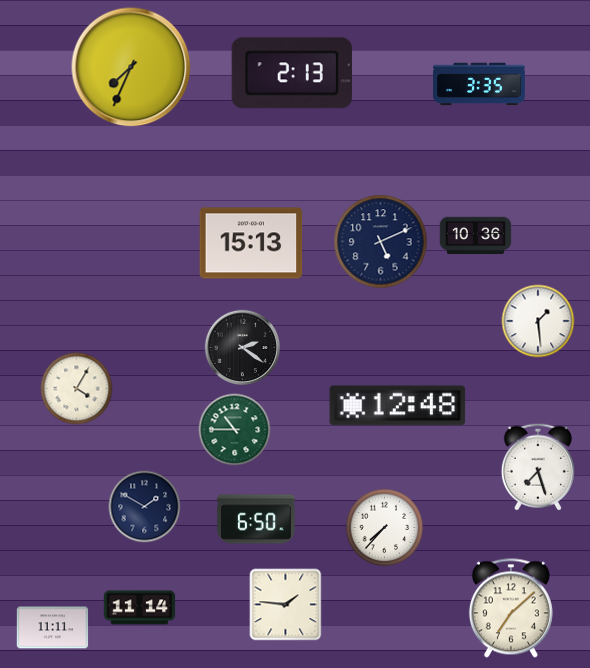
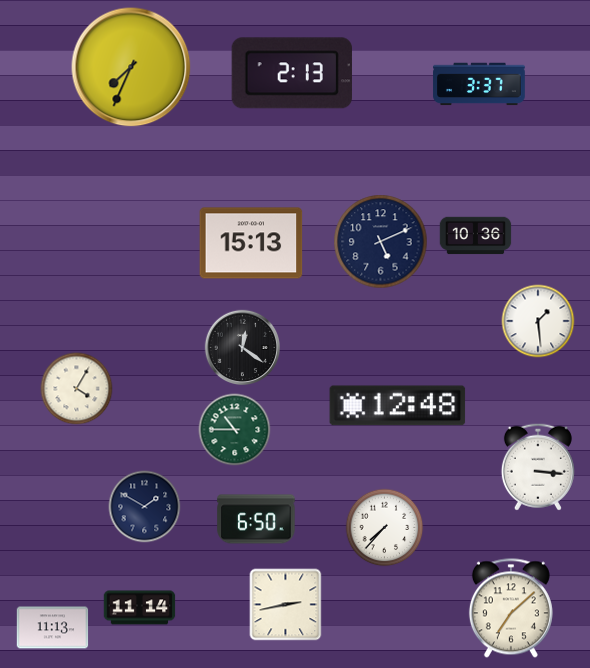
clock at (479, 84): 3:35 -> 3:37
clock at (243, 348): 2:21 -> 12:21
clock at (538, 467): 7:27 -> 3:16
clock at (286, 605): 1:46 -> 2:43
clock at (53, 628): 11:11 -> 11:13
